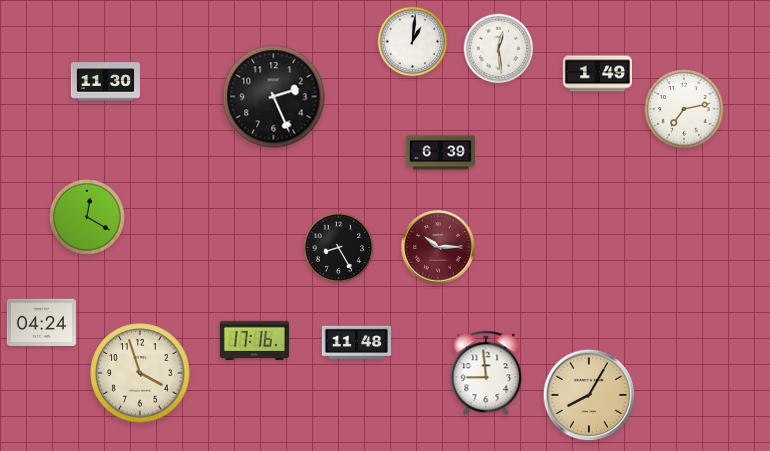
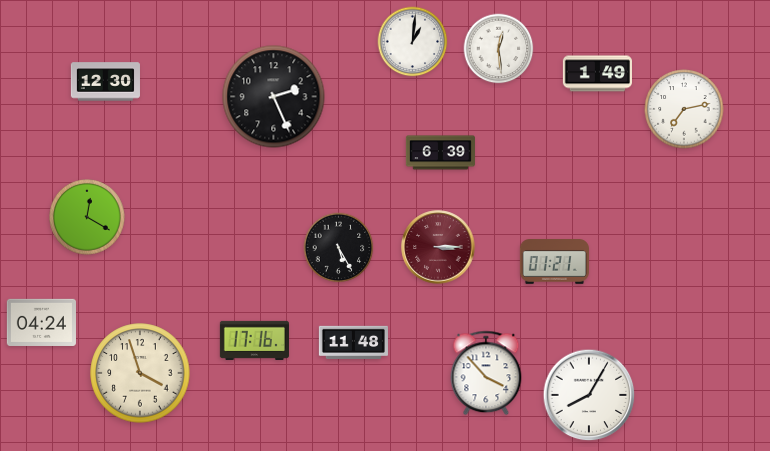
clock at (105, 82): 11:30 -> 12:30
clock at (438, 247): 10:15 -> 3:15
clock at (339, 248): 8:25 -> 5:25
clock at (554, 262): none -> 01:21
clock at (356, 343) position: (356, 343) -> (353, 343)
clock at (486, 373): 8:59 -> 3:53
clock at (589, 395) dial: champagne -> white
